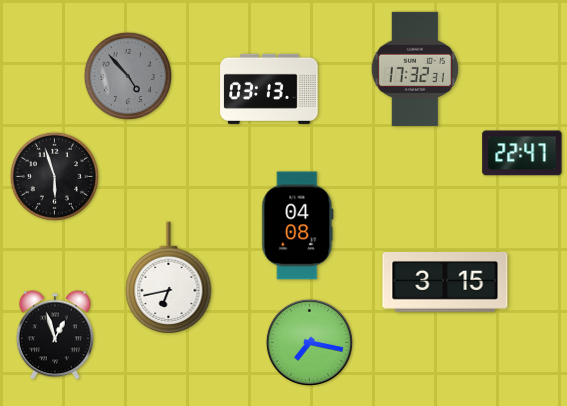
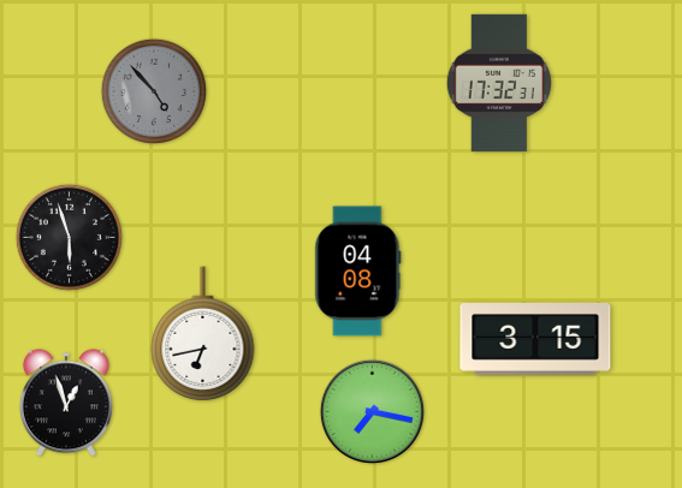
clock at (269, 89): 03:13 -> none
clock at (522, 153): 22:47 -> none
clock at (54, 176) position: (54, 176) -> (69, 237)
